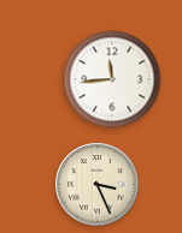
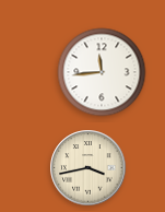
clock at (98, 185): 3:26 -> 3:43
